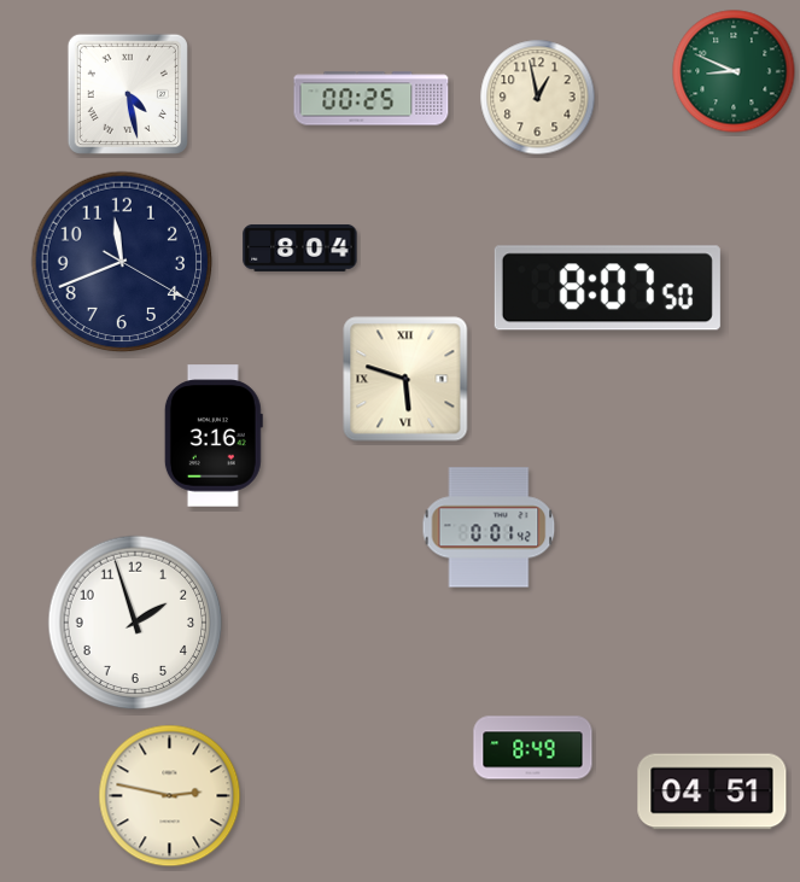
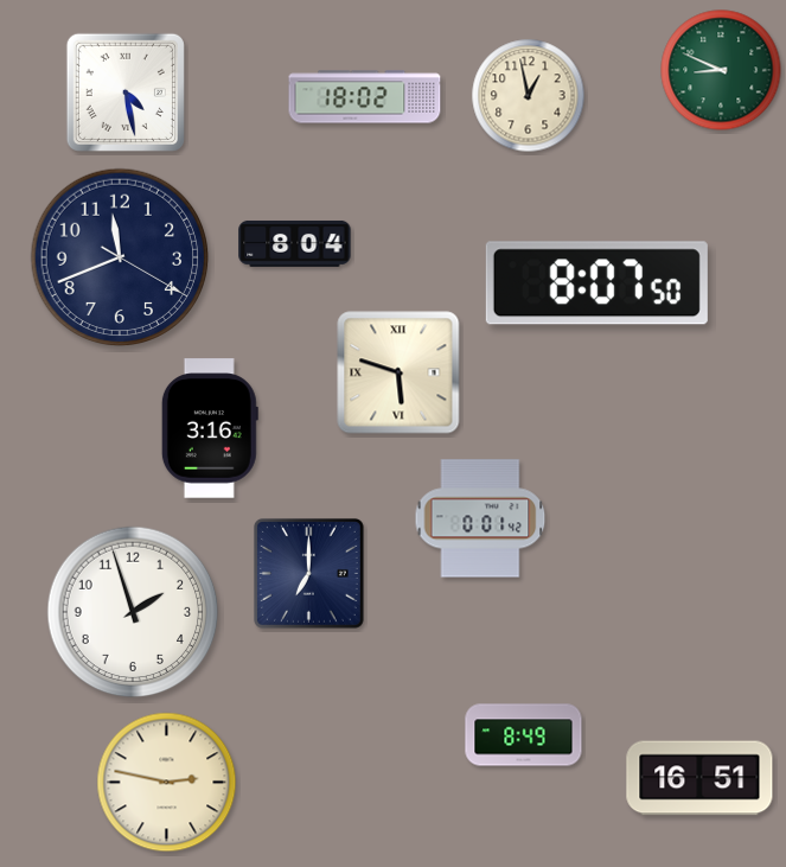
clock at (372, 99): 00:25 -> 18:02
clock at (308, 573): none -> 7:00
clock at (712, 792): 04:51 -> 16:51
